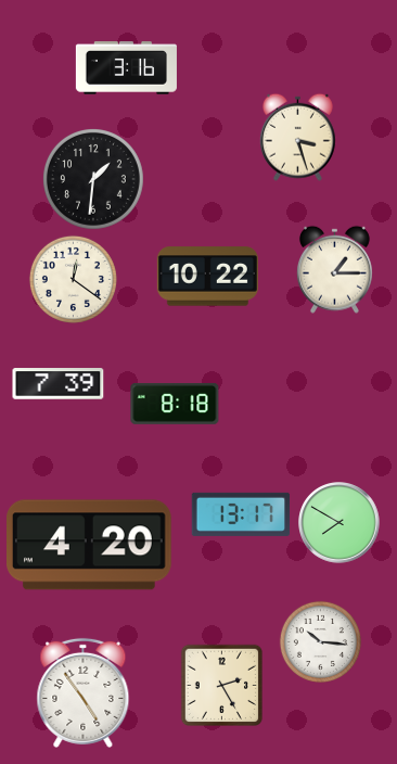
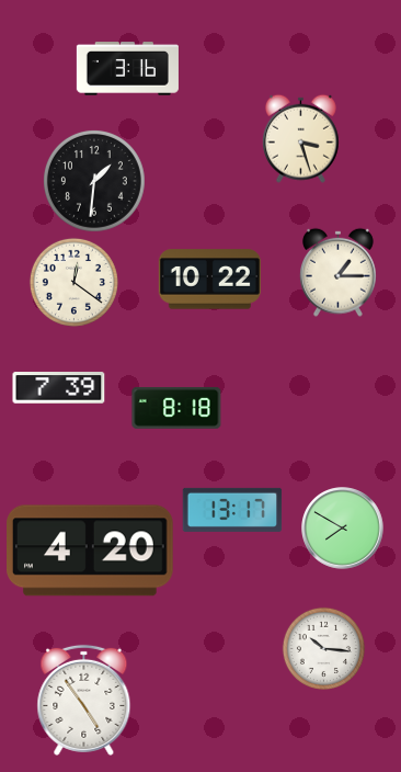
clock at (241, 514) position: (241, 514) -> (232, 510)
clock at (221, 685): 2:25 -> none
